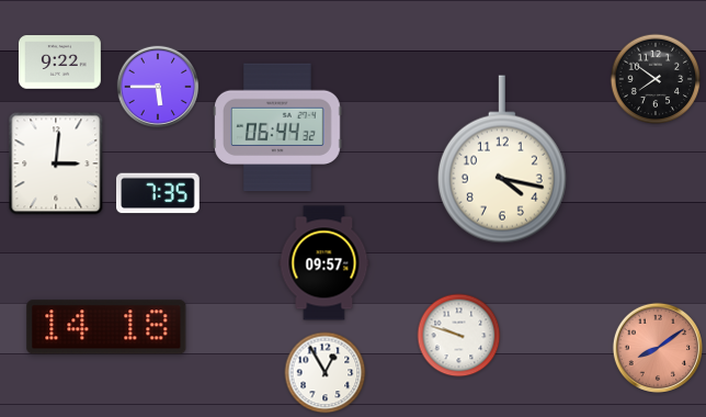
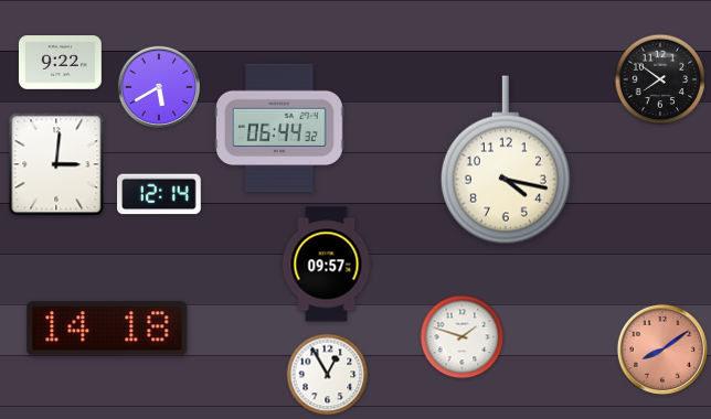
clock at (158, 87): 5:45 -> 5:40
clock at (159, 193): 7:35 -> 12:14
clock at (459, 336): 9:48 -> 1:48
